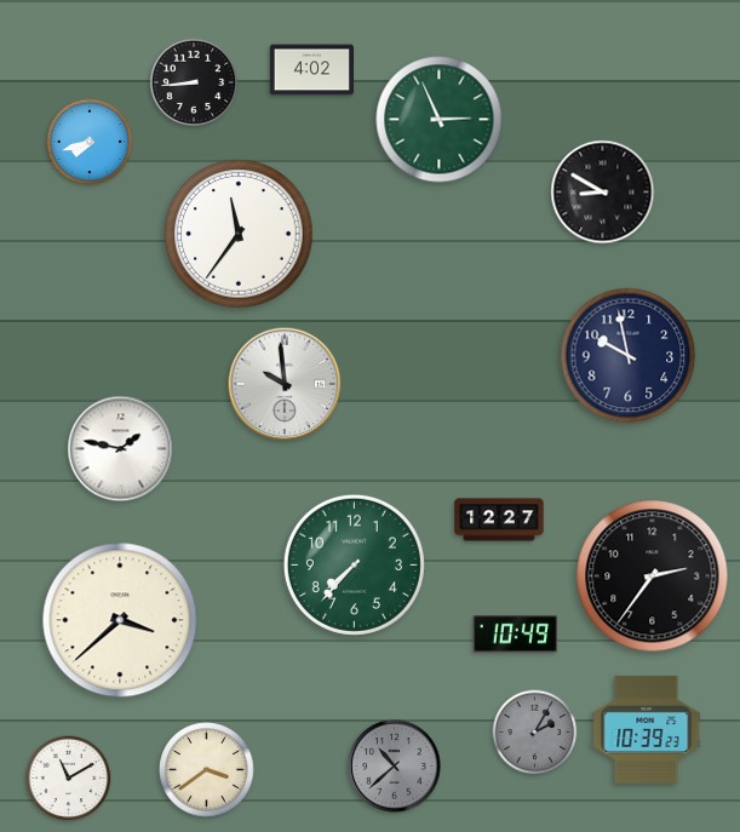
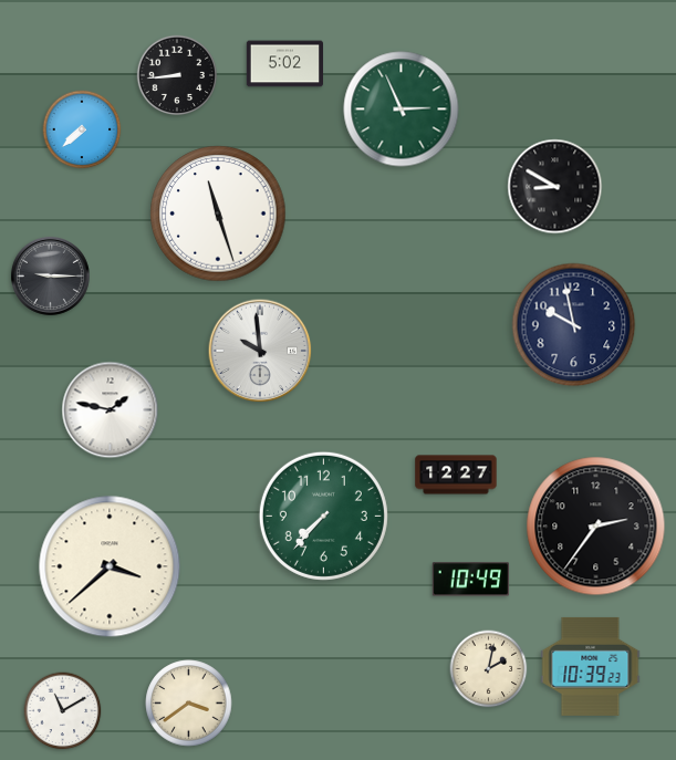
clock at (312, 70): 4:02 -> 5:02
clock at (90, 142): 7:42 -> 7:38
clock at (603, 193) position: (603, 193) -> (555, 187)
clock at (239, 234): 11:36 -> 11:27
clock at (50, 275): none -> 9:15
clock at (535, 733): 2:05 -> 2:02
clock at (535, 733) dial: grey -> cream
clock at (395, 767): 10:38 -> none
